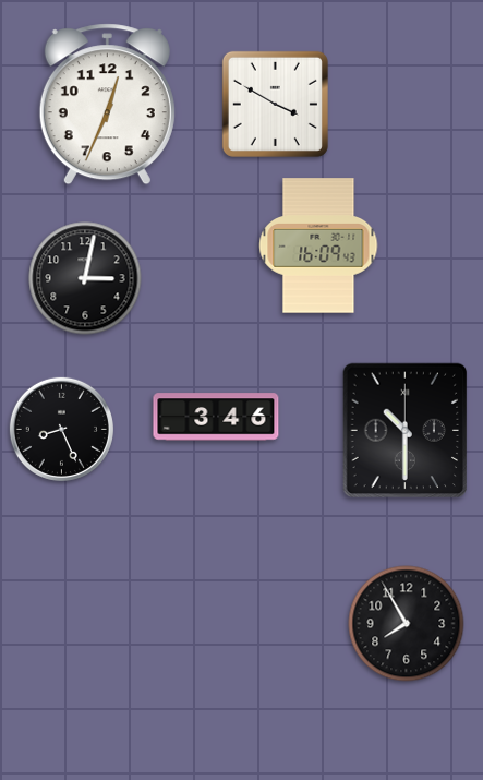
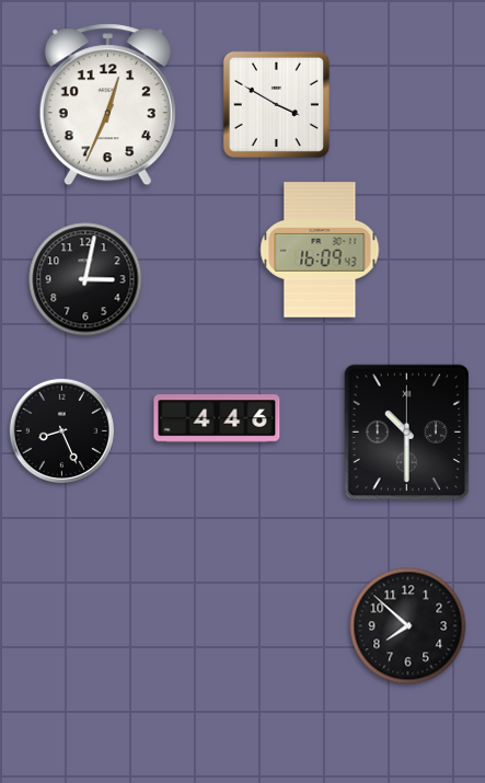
clock at (318, 245) position: (318, 245) -> (320, 250)
clock at (216, 417): 3:46 -> 4:46
clock at (407, 624): 7:55 -> 7:52
